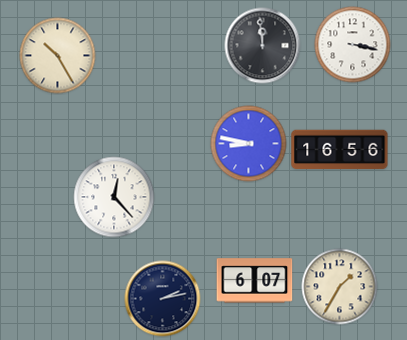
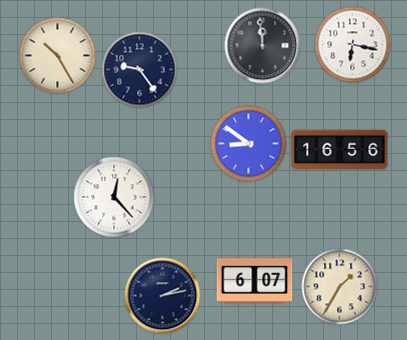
clock at (353, 45): 3:17 -> 6:17
clock at (140, 70): none -> 9:24
clock at (249, 144): 8:47 -> 8:51
clock at (163, 299) position: (163, 299) -> (163, 296)
